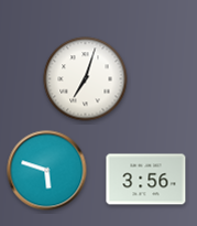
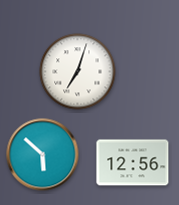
clock at (47, 171): 5:48 -> 5:52
clock at (146, 180): 3:56 -> 12:56
